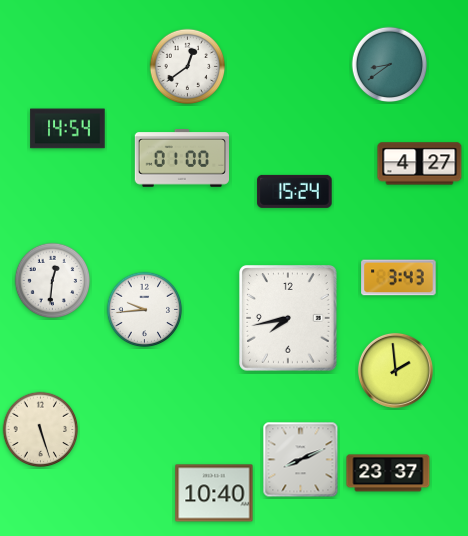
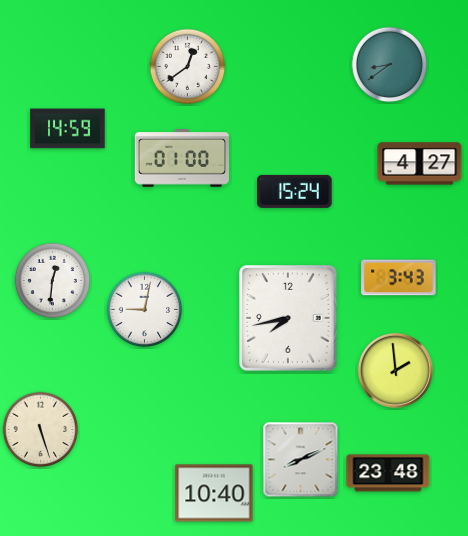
clock at (68, 129): 14:54 -> 14:59
clock at (145, 310): 9:44 -> 9:02
clock at (388, 473): 23:37 -> 23:48
